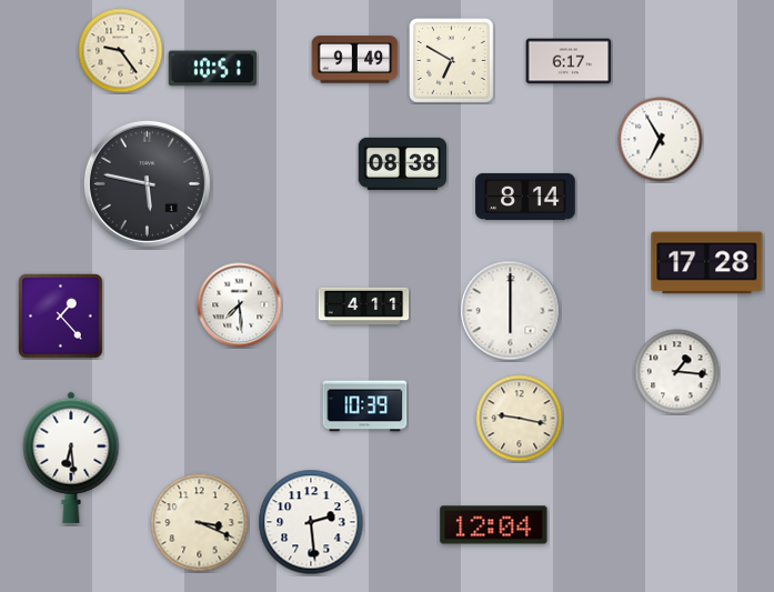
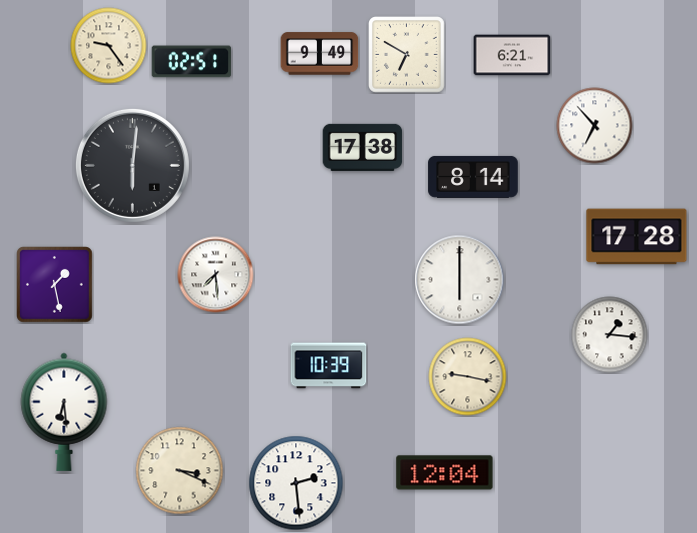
clock at (569, 61): 6:17 -> 6:21
clock at (213, 69): 10:51 -> 02:51
clock at (661, 140): 6:55 -> 6:53
clock at (403, 163): 08:38 -> 17:38
clock at (147, 183): 5:47 -> 6:01
clock at (364, 307): 4:11 -> none
clock at (61, 317): 1:23 -> 1:28
clock at (311, 522) position: (311, 522) -> (296, 483)
